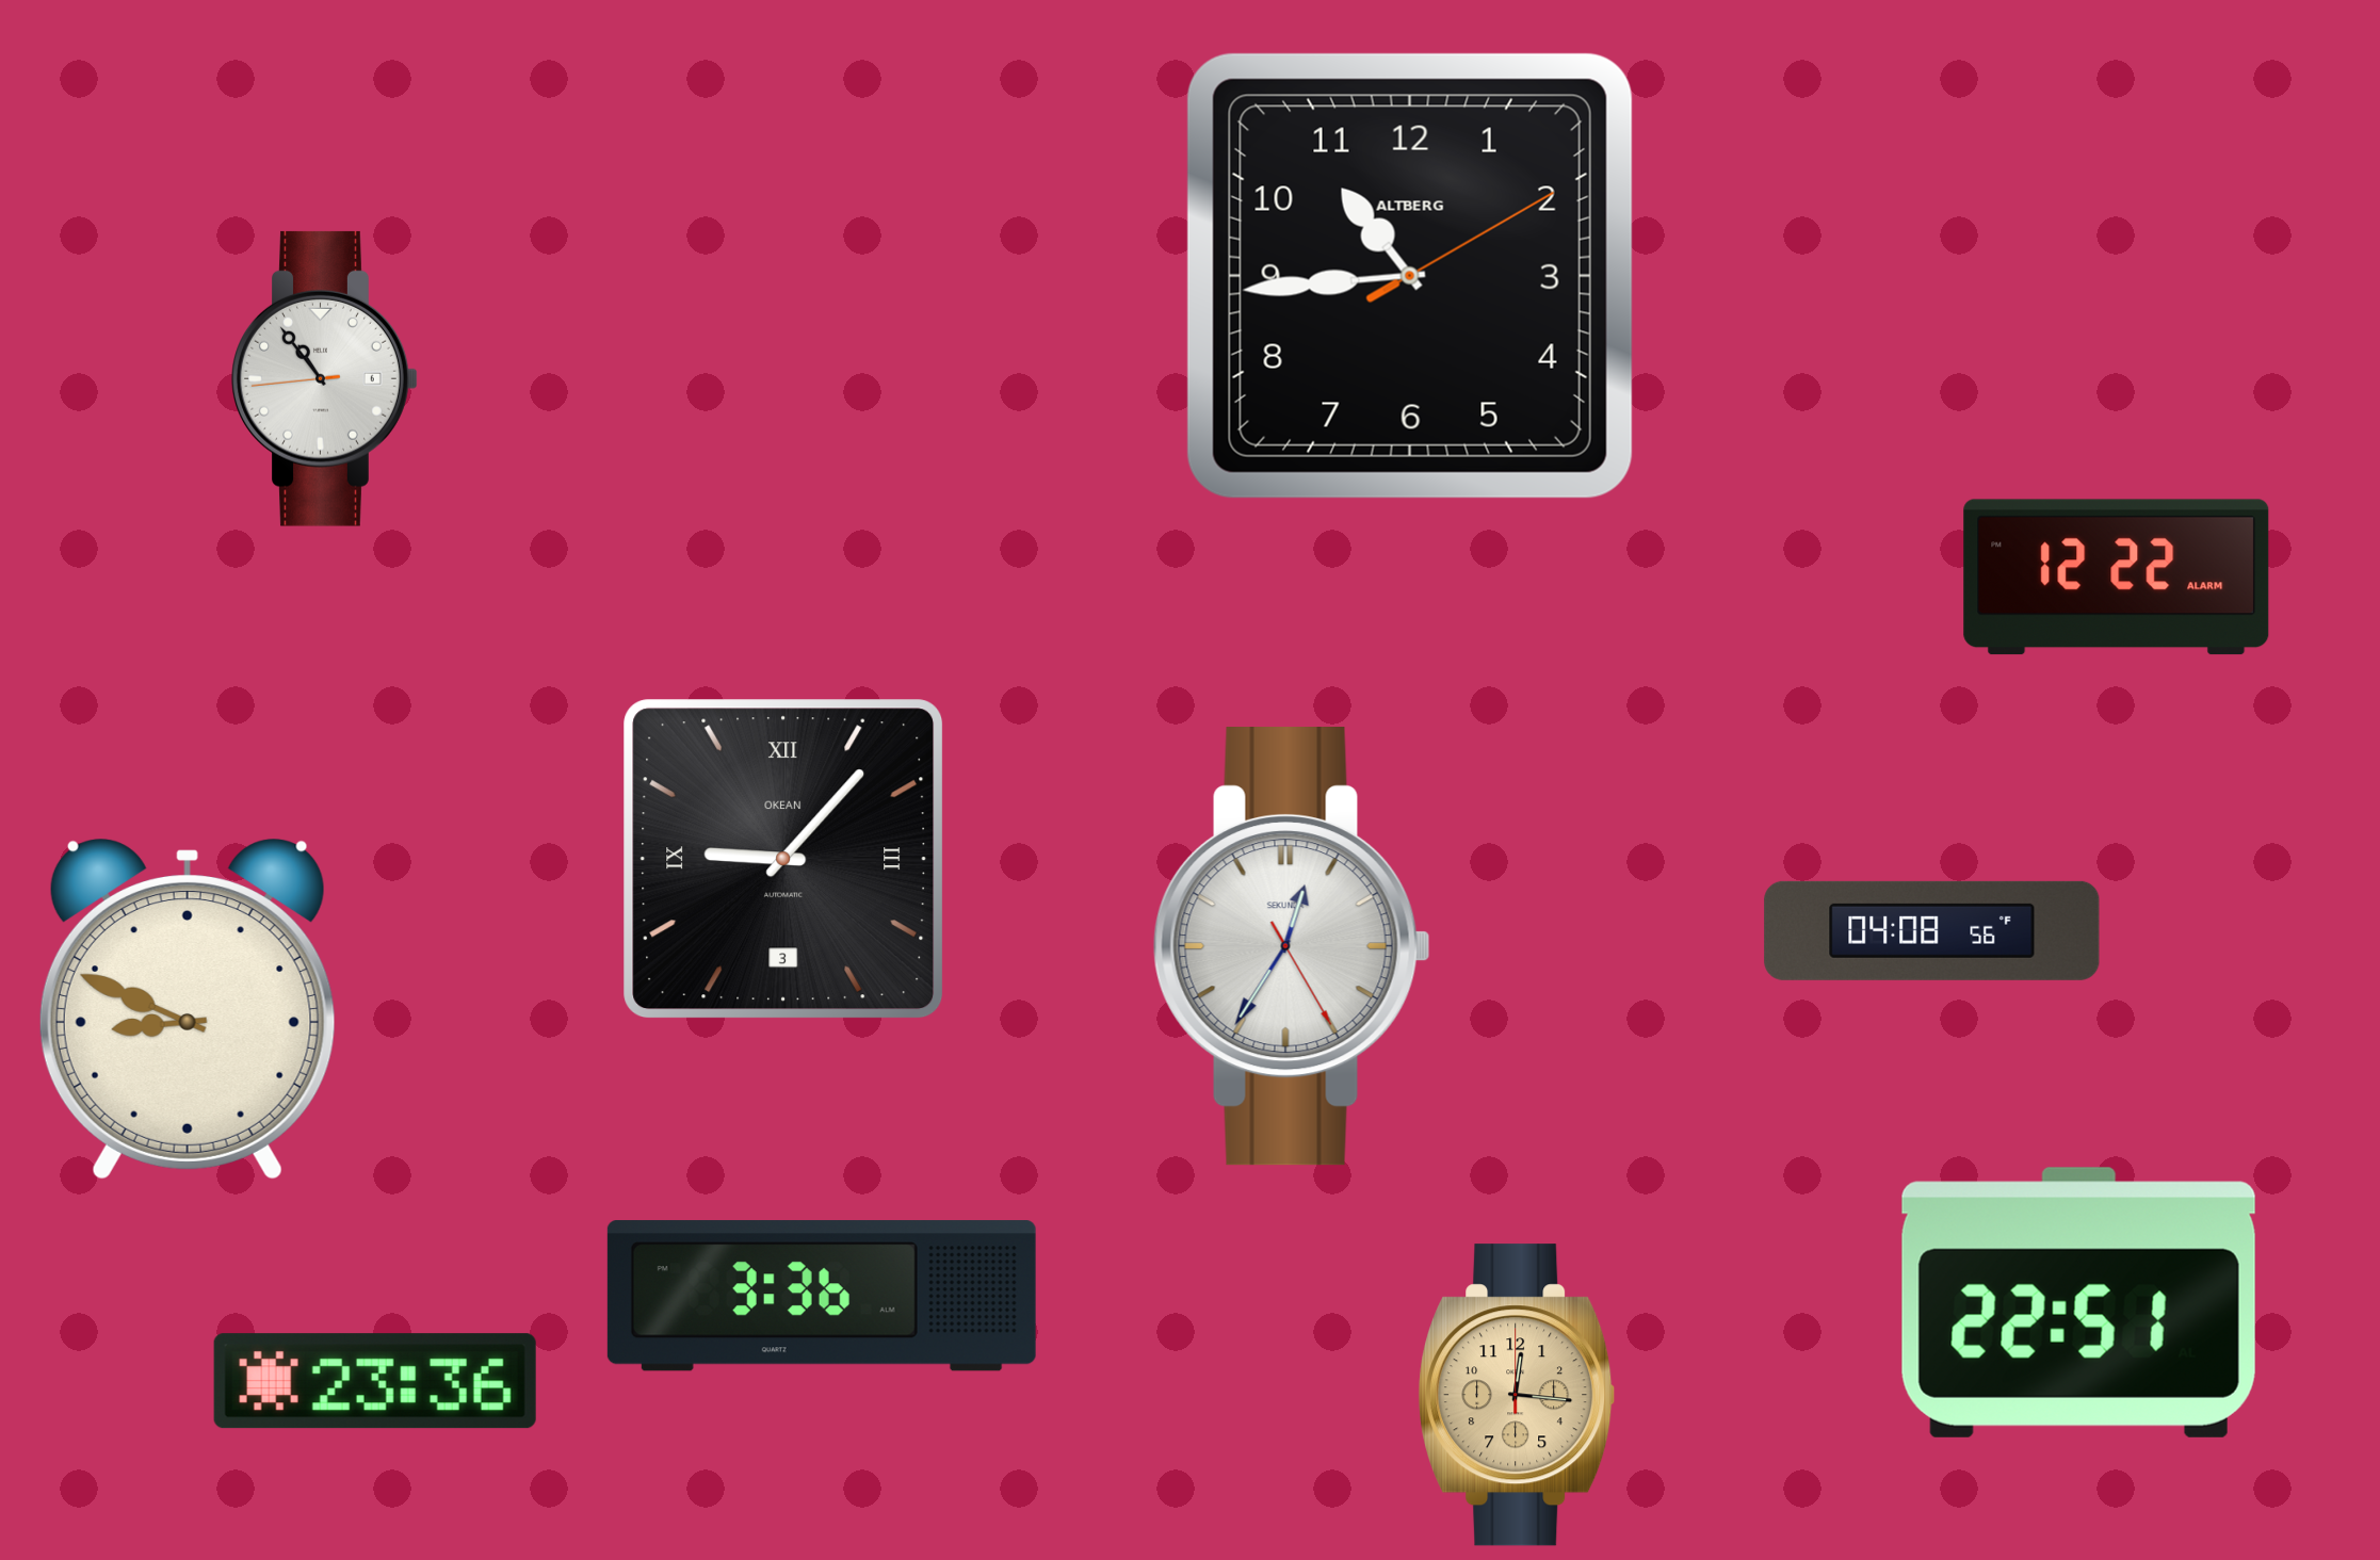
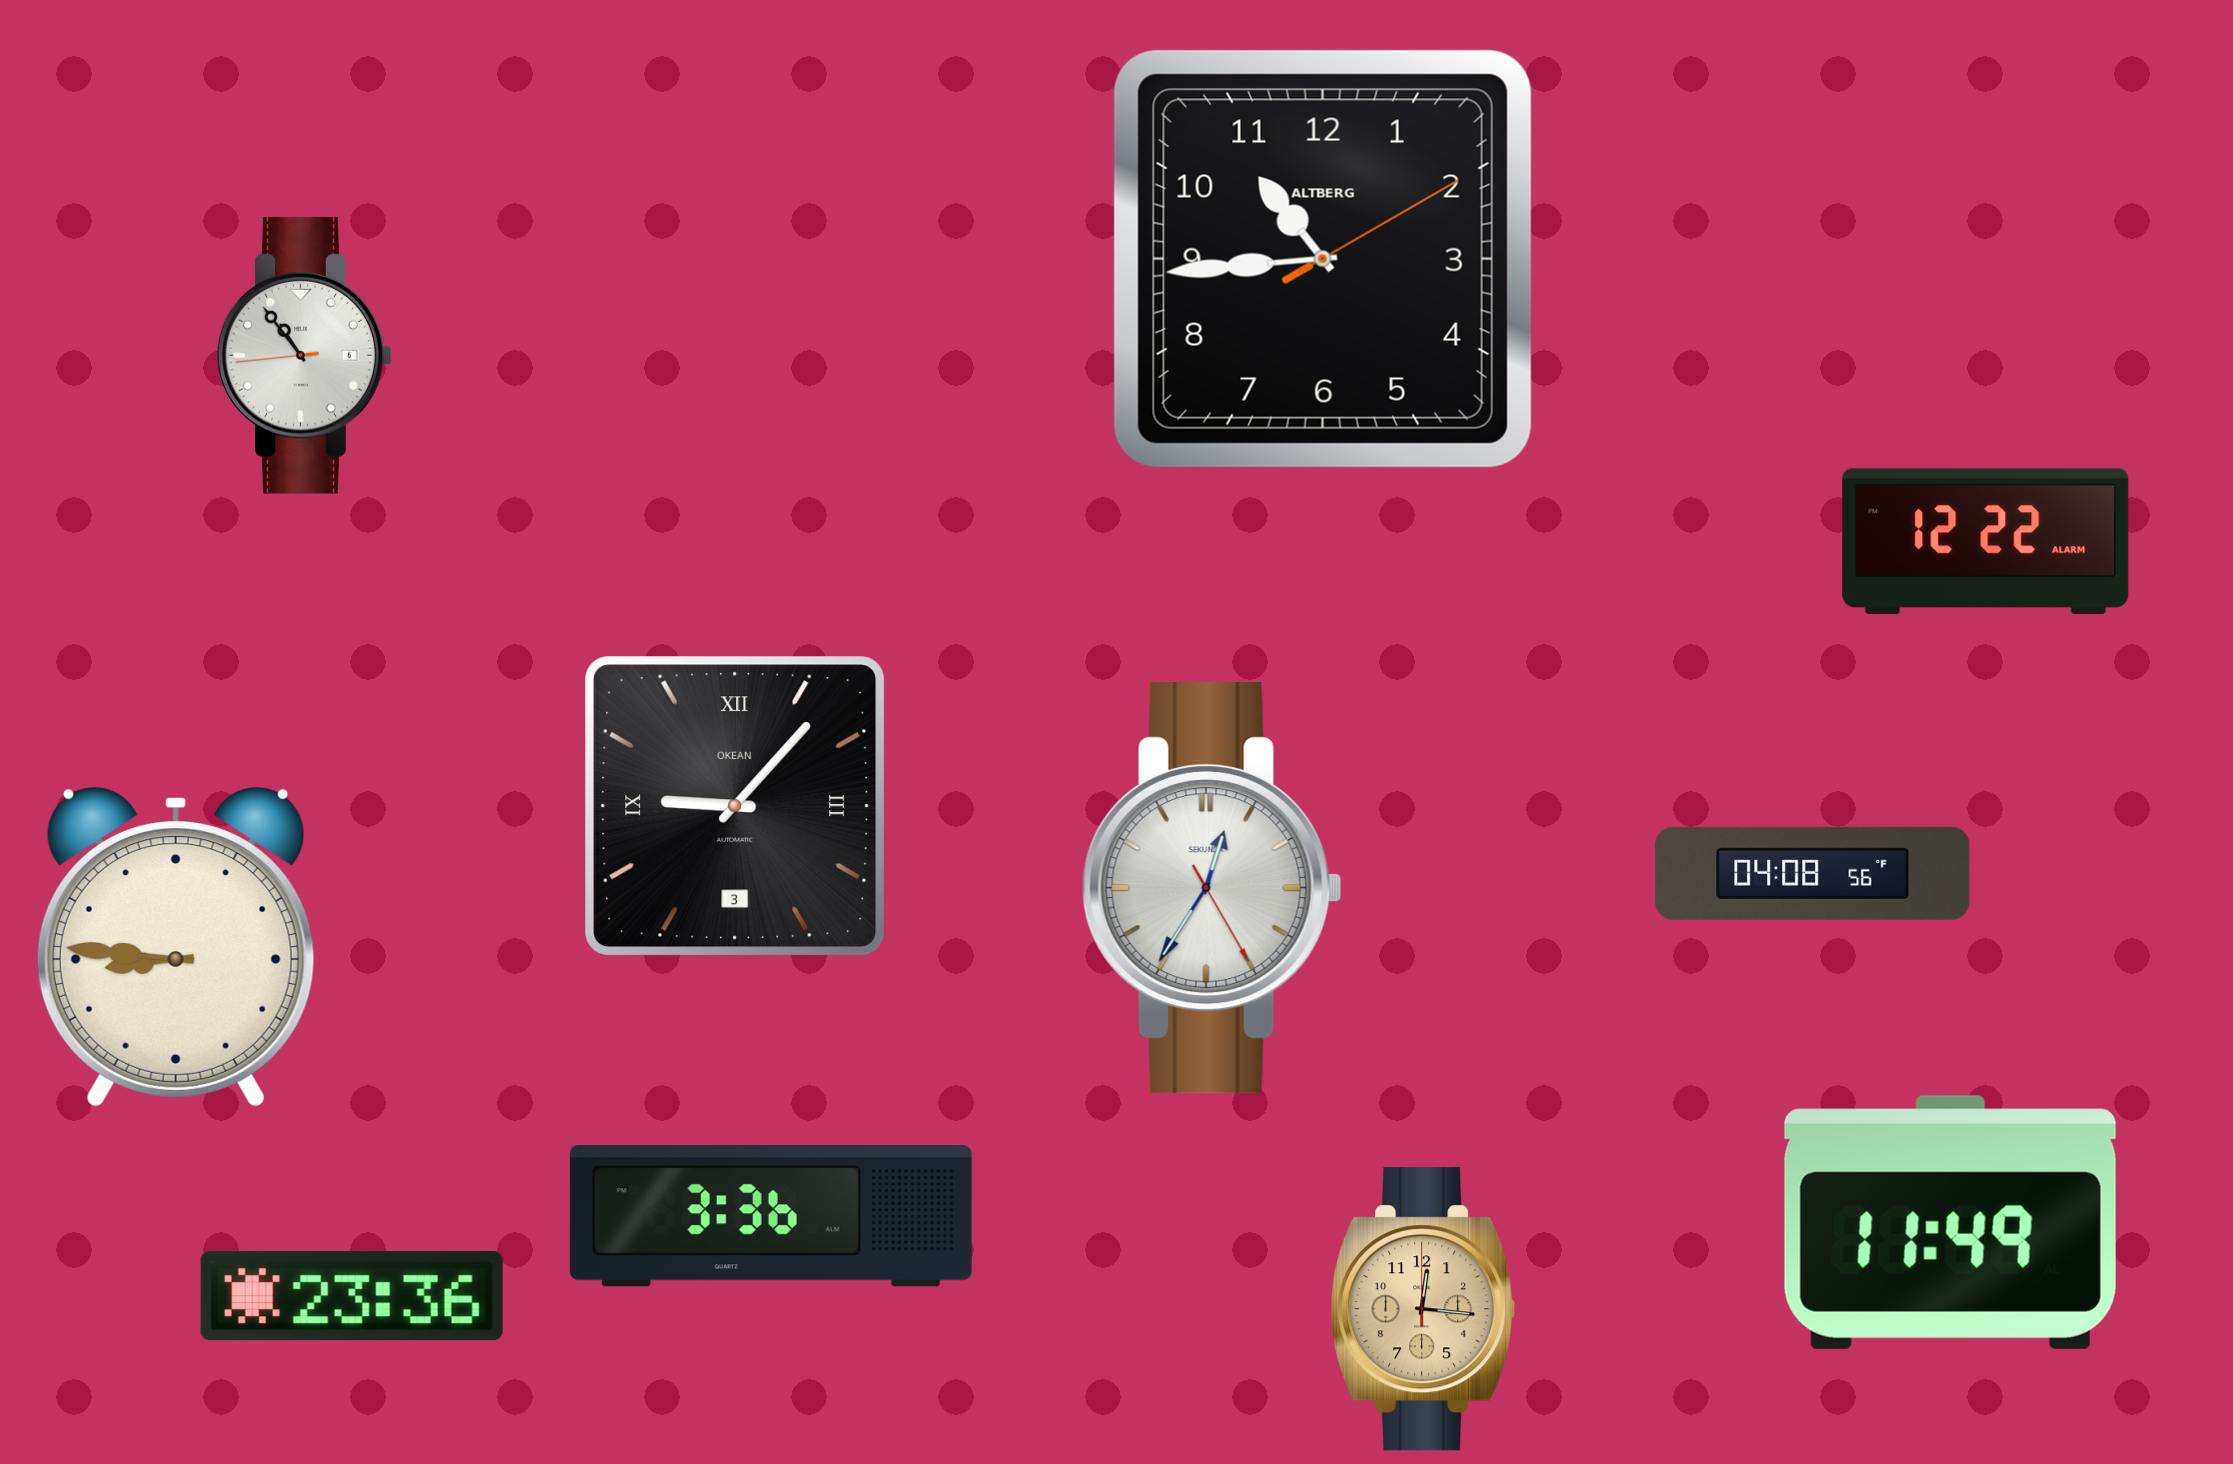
clock at (188, 1009): 8:49 -> 8:46
clock at (2078, 1302): 22:51 -> 11:49
